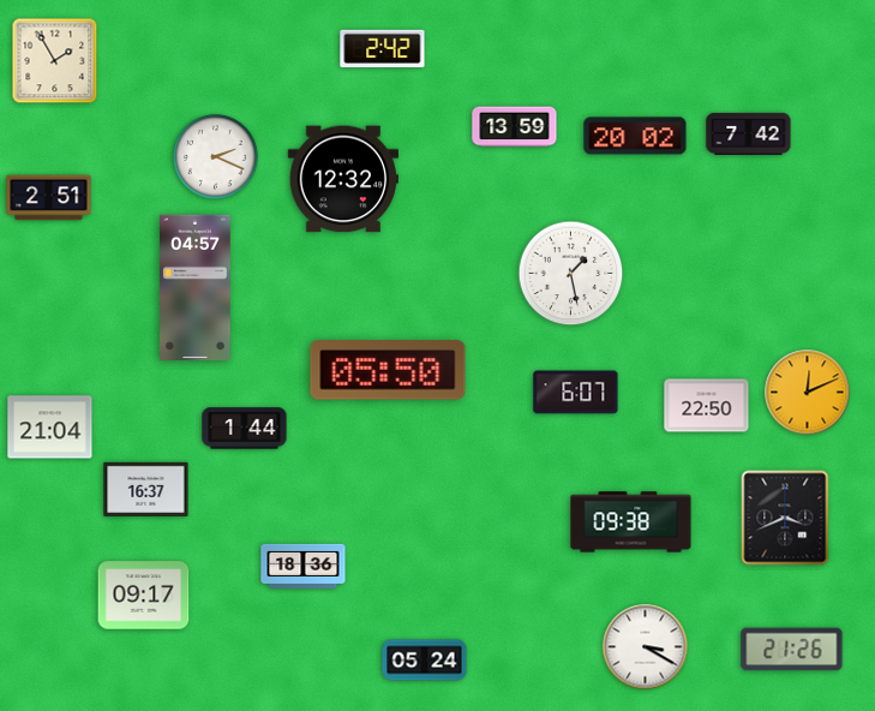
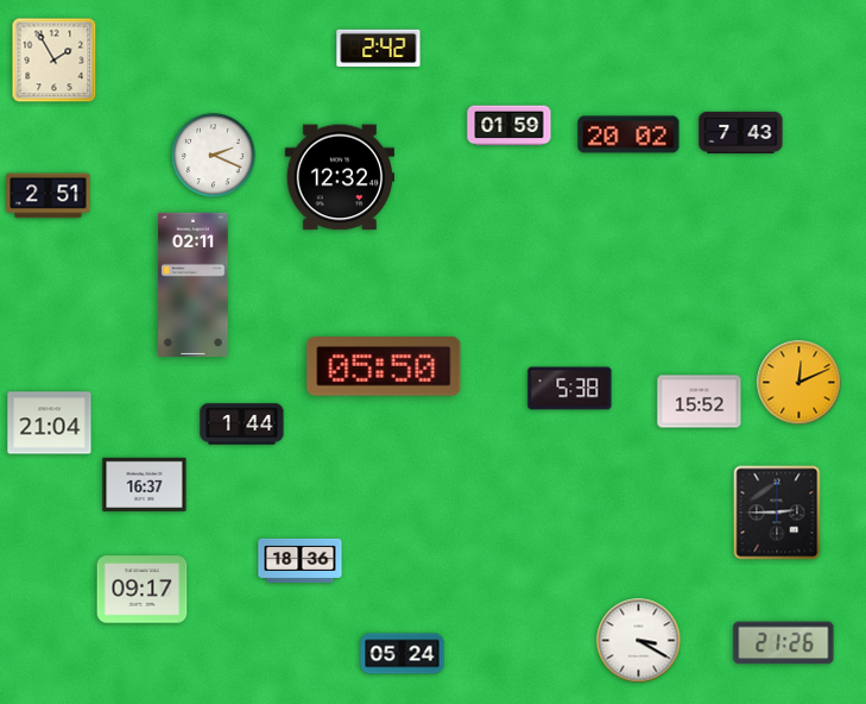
clock at (515, 127): 13:59 -> 01:59
clock at (749, 133): 7:42 -> 7:43
clock at (571, 274): 1:28 -> none
clock at (196, 287): 04:57 -> 02:11
clock at (576, 393): 6:07 -> 5:38
clock at (808, 393) position: (808, 393) -> (799, 383)
clock at (707, 406): 22:50 -> 15:52
clock at (785, 518): 3:41 -> 2:45
clock at (631, 522): 09:38 -> none
clock at (425, 661) position: (425, 661) -> (403, 654)
